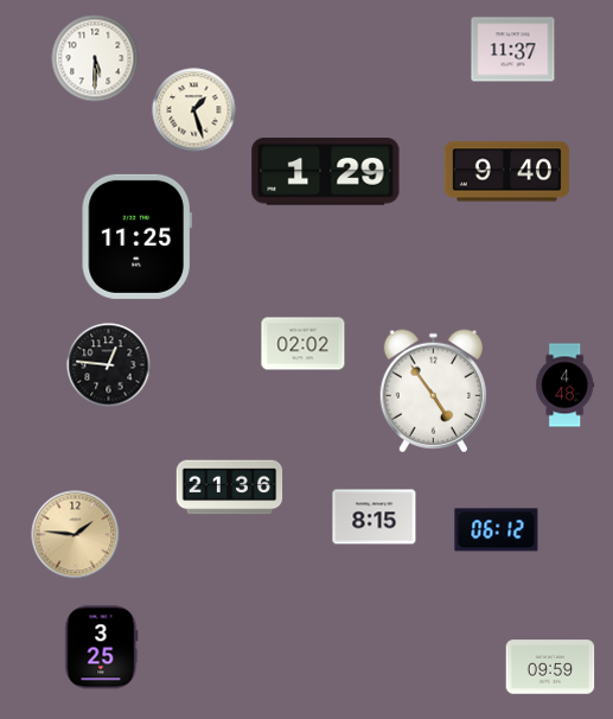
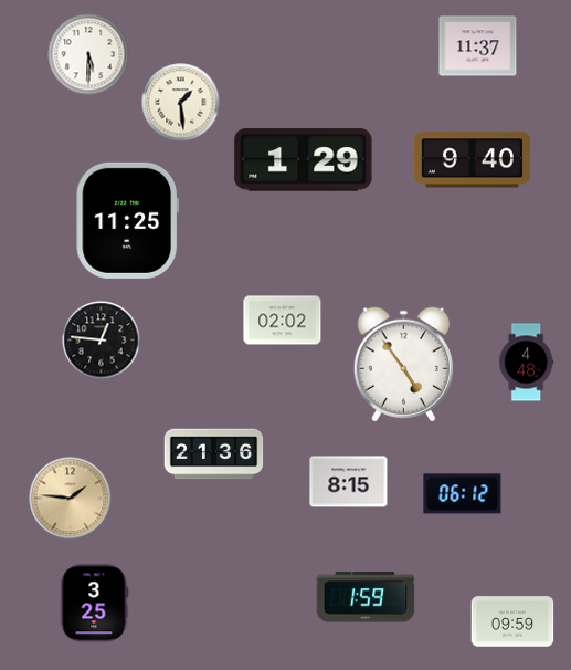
clock at (194, 110): 1:27 -> 1:29
clock at (566, 386) position: (566, 386) -> (527, 363)
clock at (366, 597): none -> 1:59
